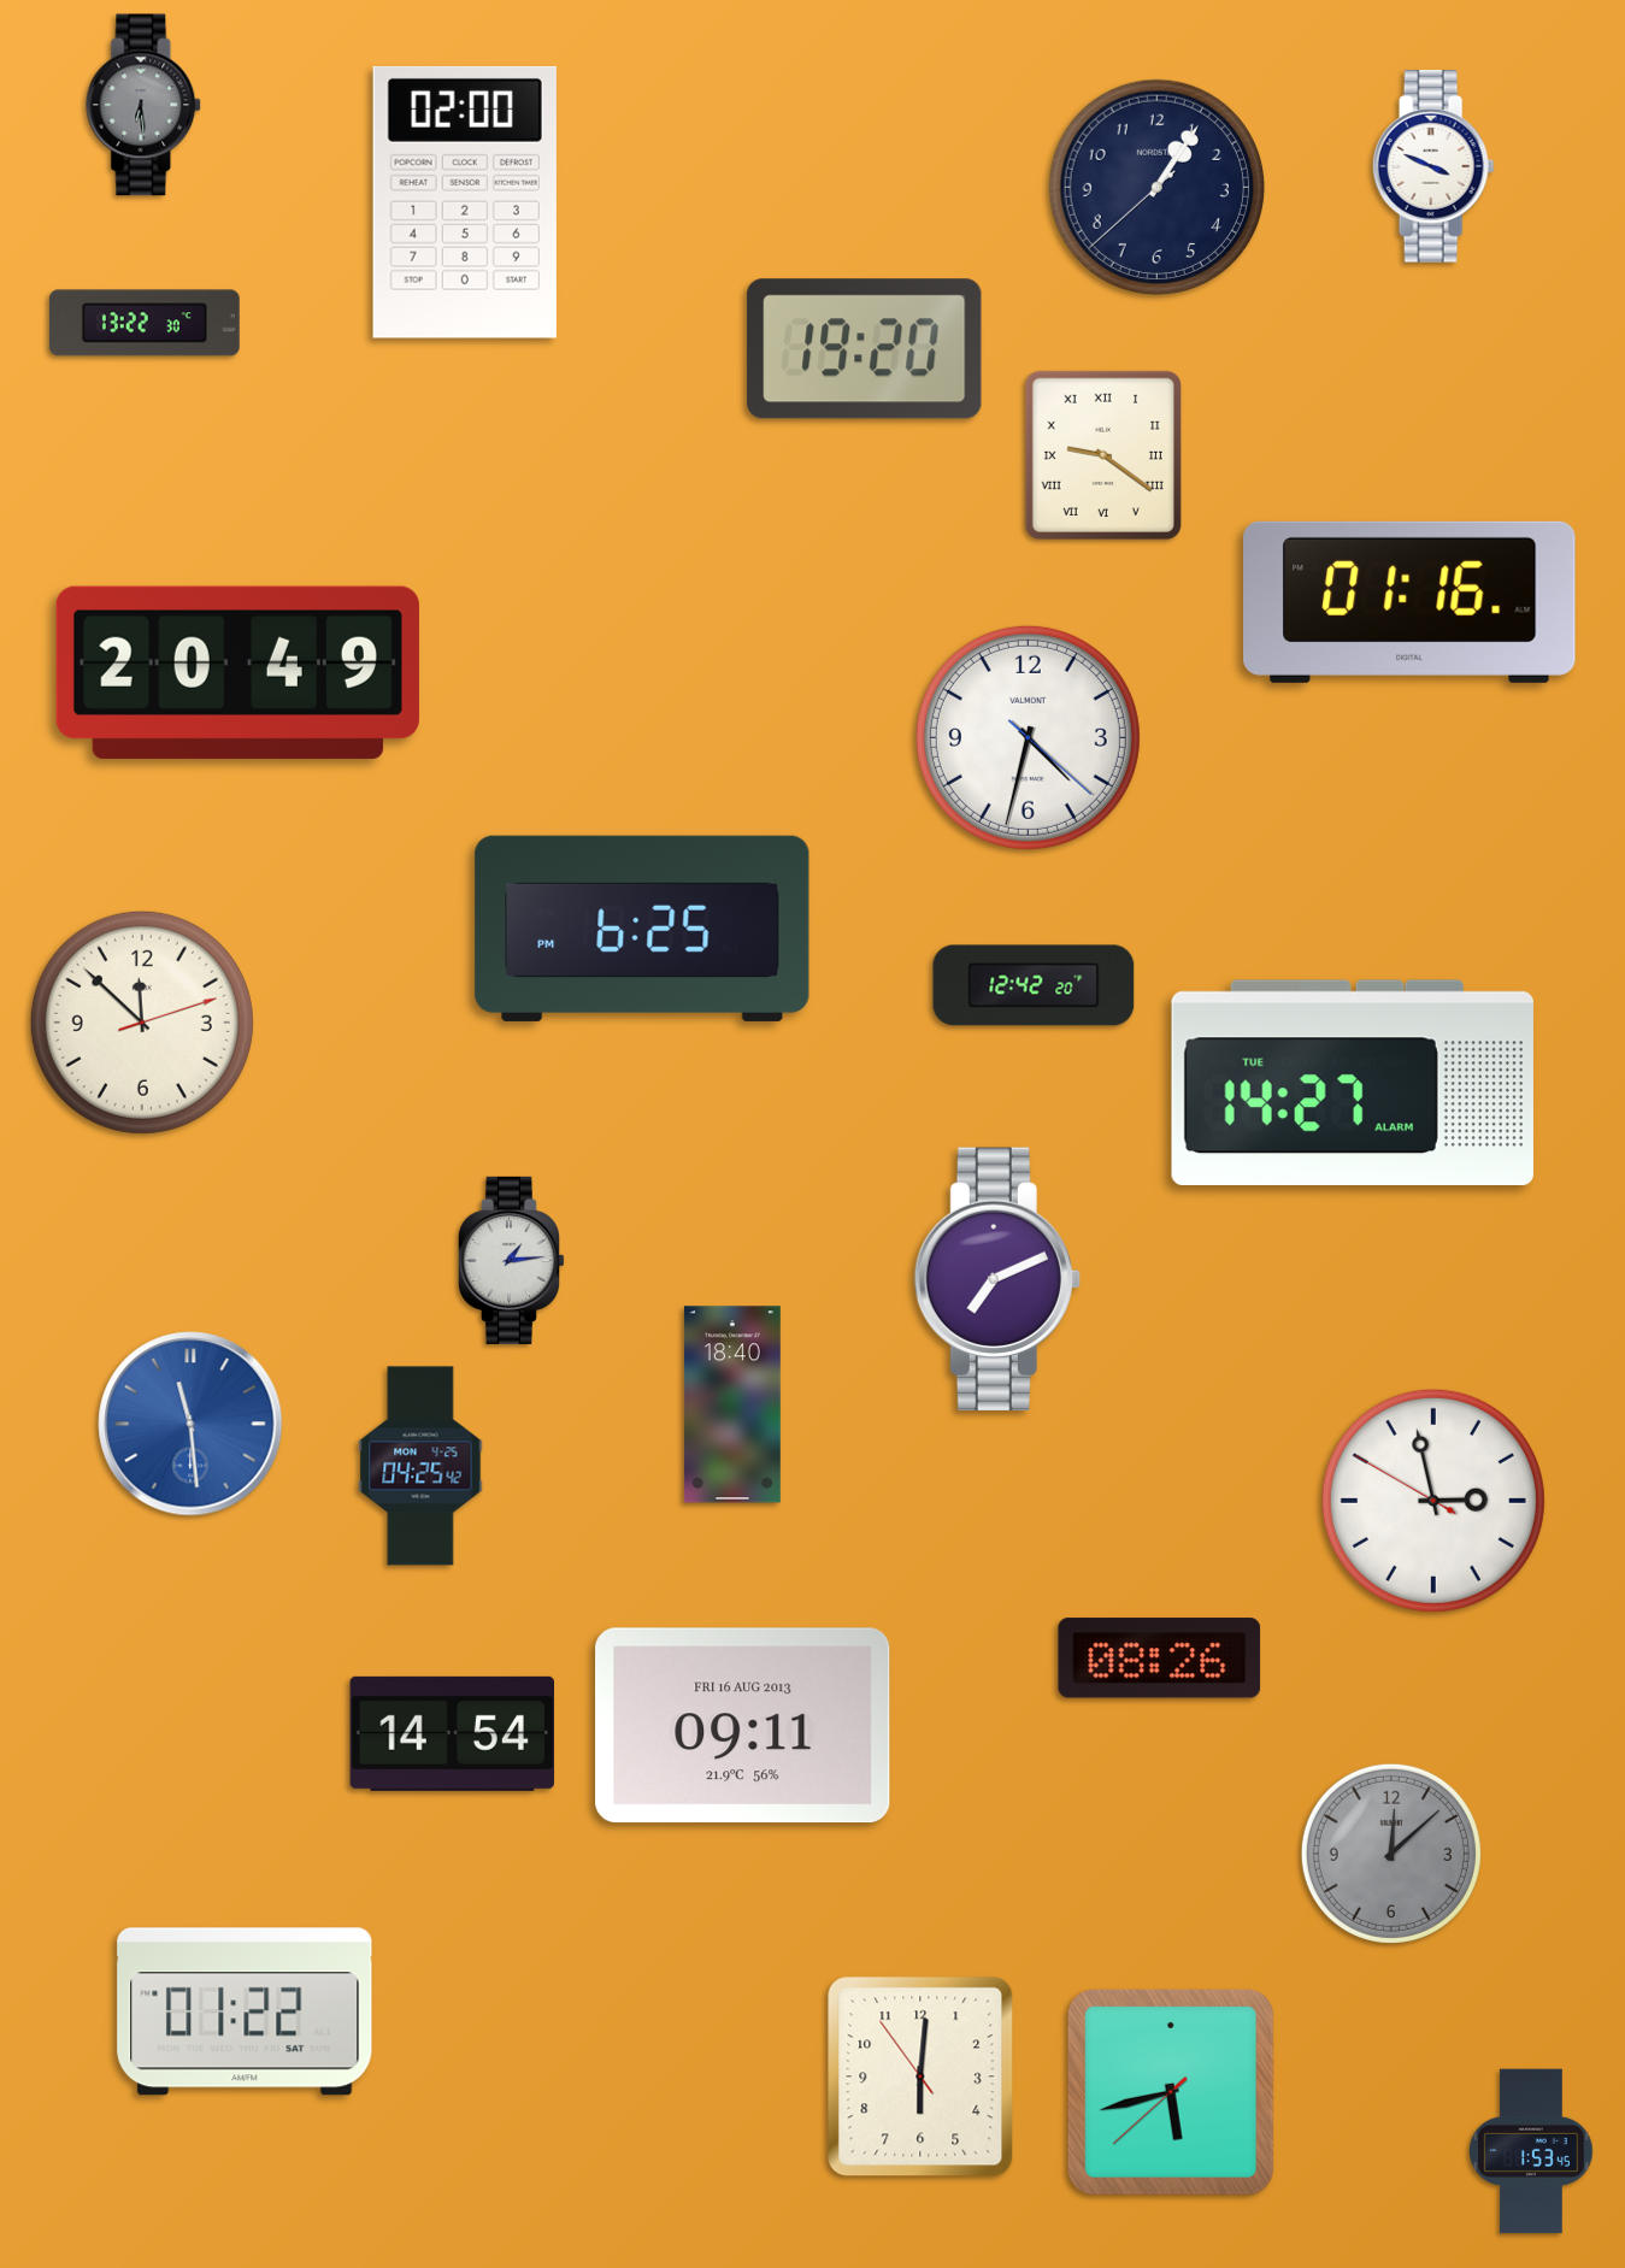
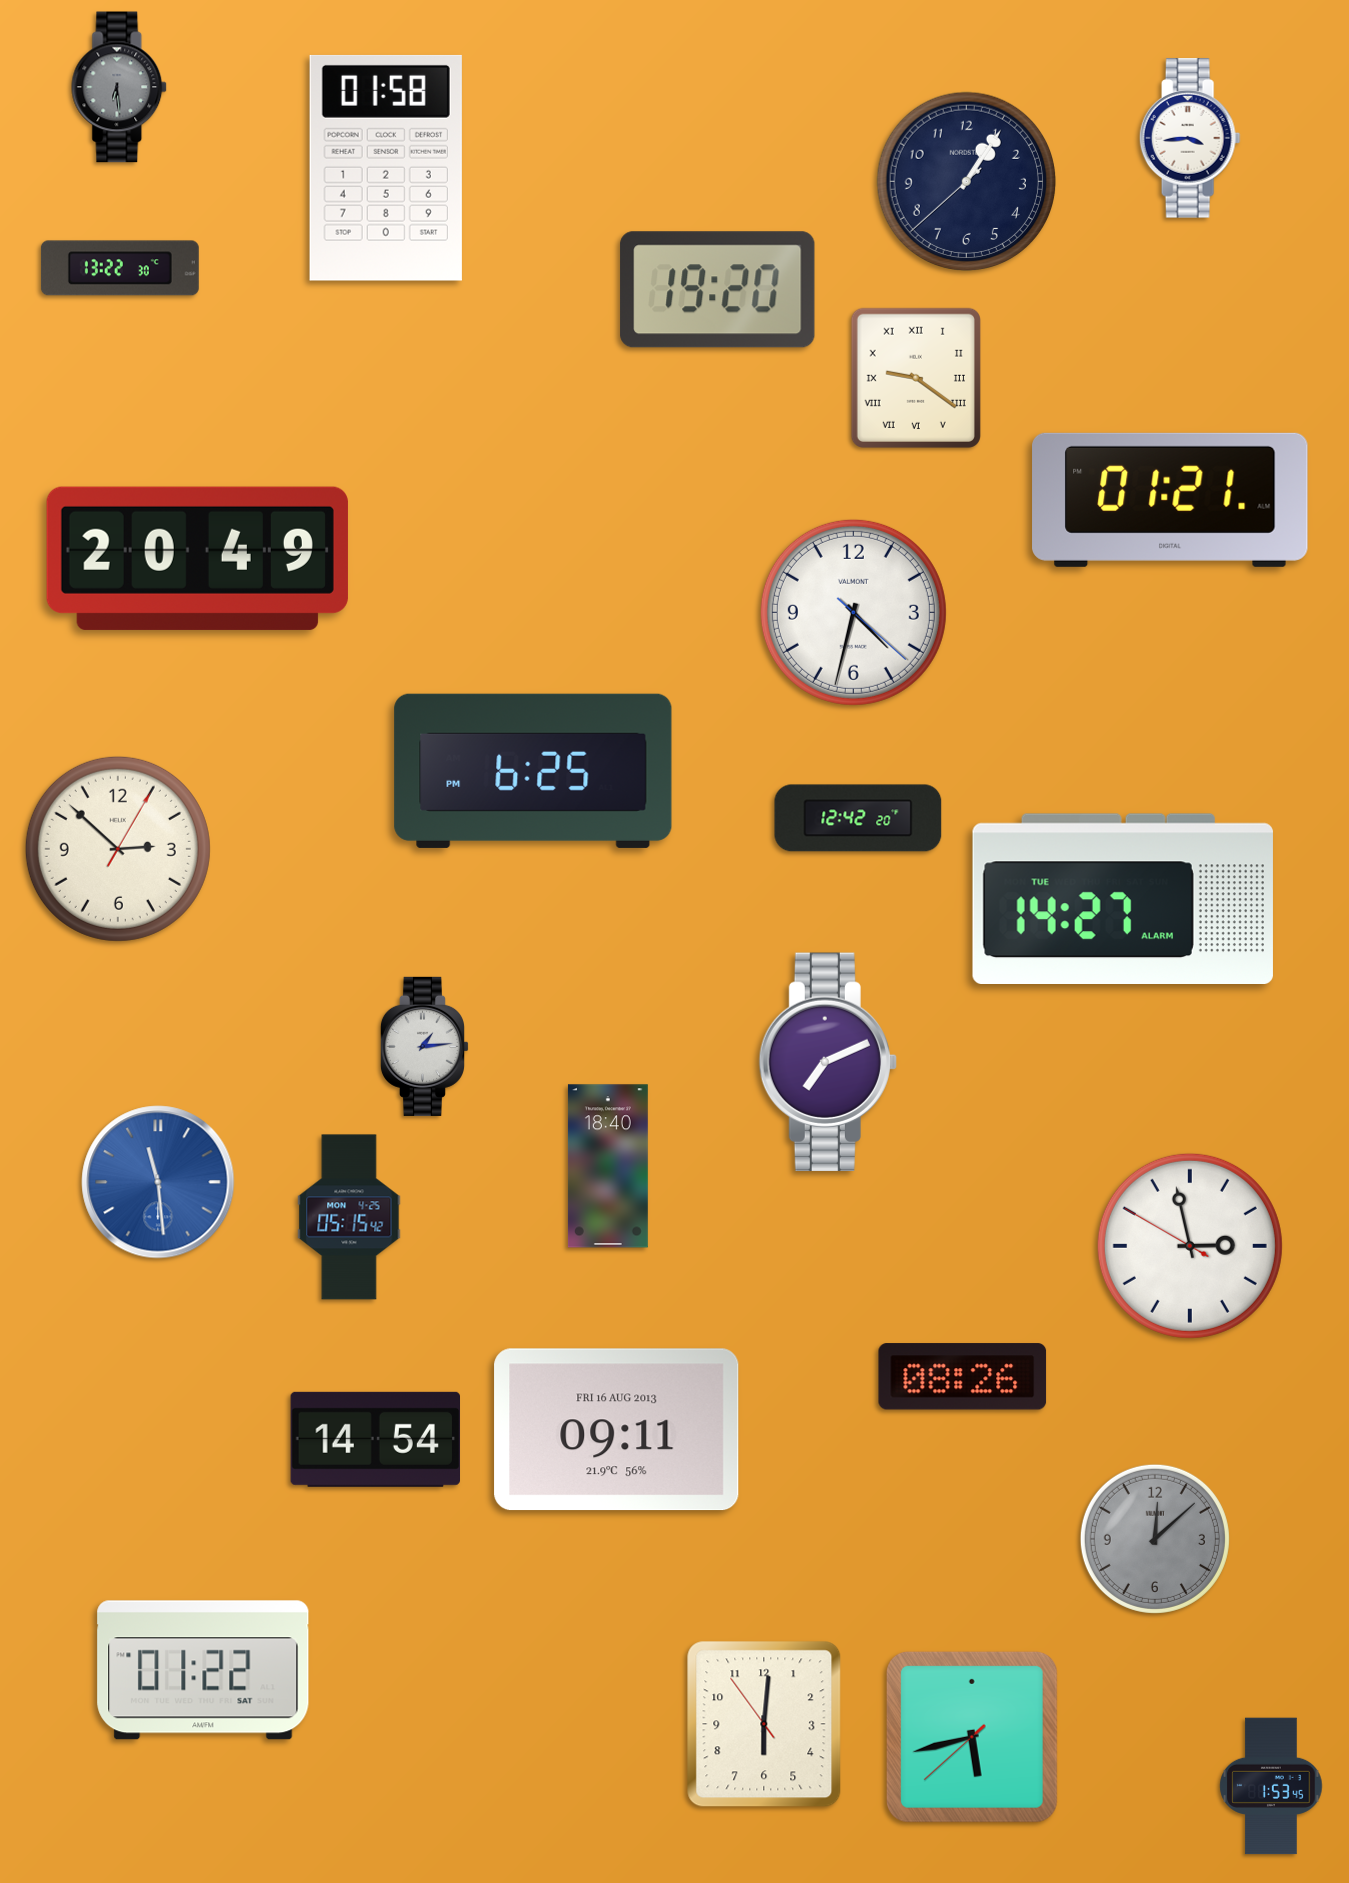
clock at (1433, 166): 3:49 -> 3:44
clock at (1156, 187) position: (1156, 187) -> (966, 181)
clock at (465, 202): 02:00 -> 01:58
clock at (1409, 602): 01:16 -> 01:21
clock at (142, 1023): 11:52 -> 2:52
clock at (420, 1466): 04:25 -> 05:15
clock at (743, 1726) position: (743, 1726) -> (617, 1430)
